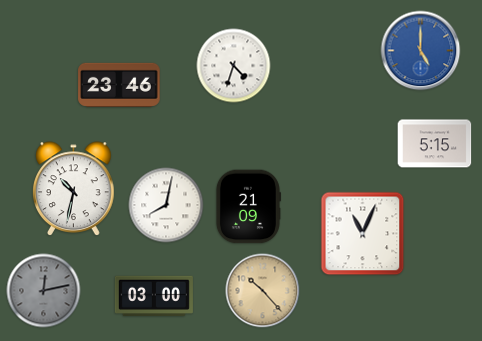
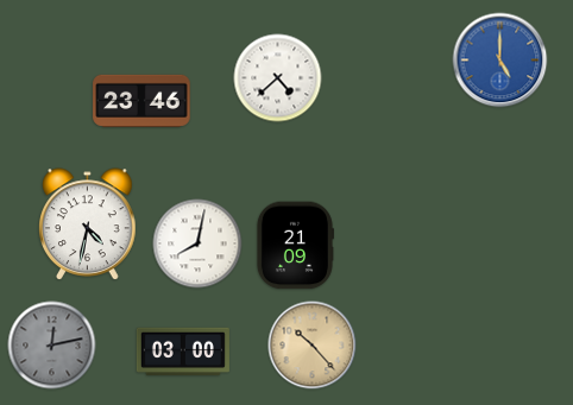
clock at (234, 66): 4:33 -> 4:38
clock at (435, 144): 5:15 -> none
clock at (74, 188): 10:32 -> 4:32
clock at (363, 234): 11:04 -> none
